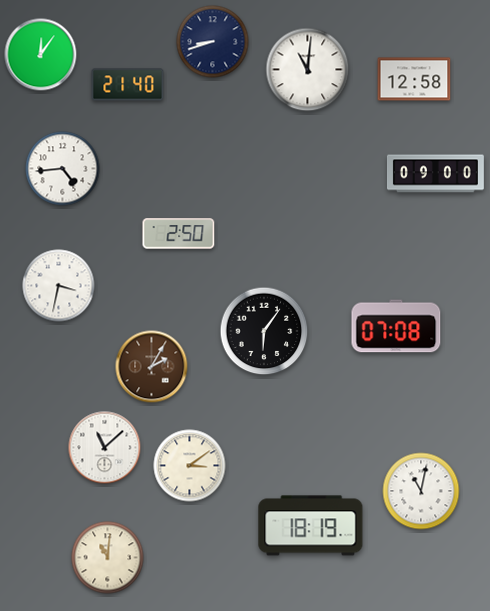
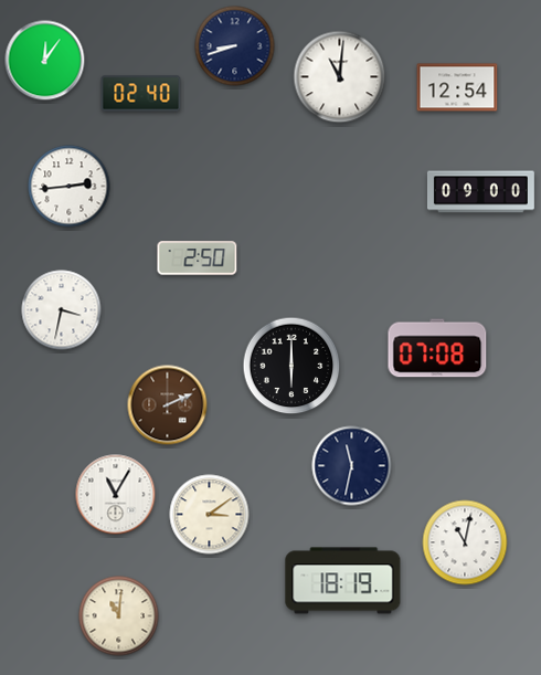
clock at (414, 79): 12:58 -> 12:54
clock at (128, 85): 21:40 -> 02:40
clock at (63, 169): 4:44 -> 2:44
clock at (59, 286) position: (59, 286) -> (62, 310)
clock at (396, 326) position: (396, 326) -> (437, 348)
clock at (264, 331): 6:06 -> 6:00
clock at (152, 367): 2:05 -> 2:11
clock at (352, 466): none -> 11:32
clock at (105, 448): 11:08 -> 11:05
